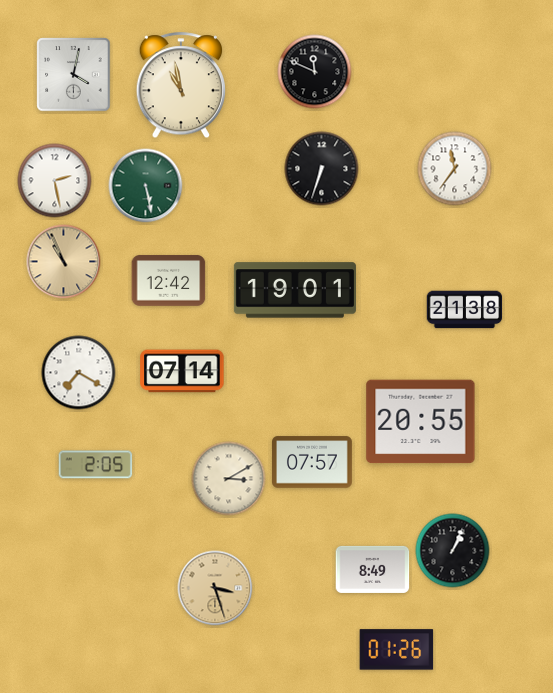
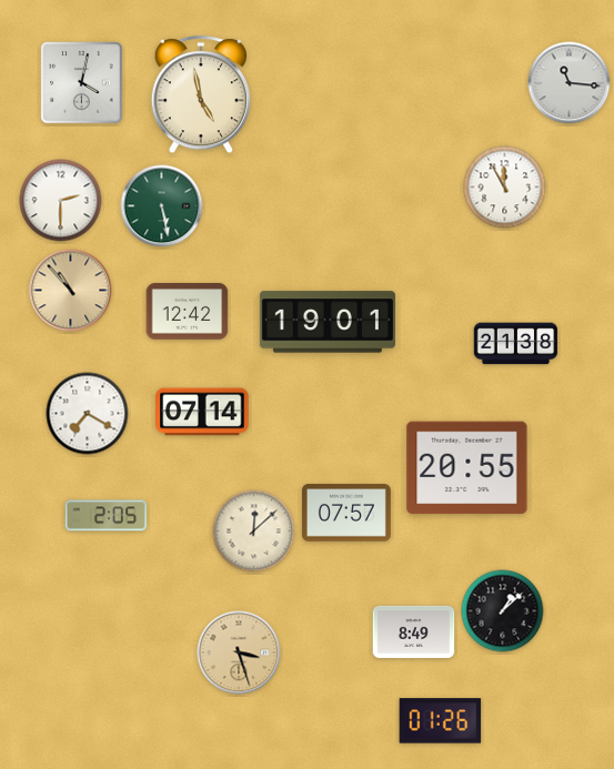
clock at (315, 72): 11:49 -> none
clock at (570, 83): none -> 11:16
clock at (180, 86): 10:58 -> 4:58
clock at (322, 169): 6:33 -> none
clock at (455, 169): 11:36 -> 11:55
clock at (55, 181): 2:28 -> 2:30
clock at (64, 262): 10:56 -> 10:53
clock at (229, 479): 3:10 -> 12:08
clock at (453, 551): 1:04 -> 1:08
